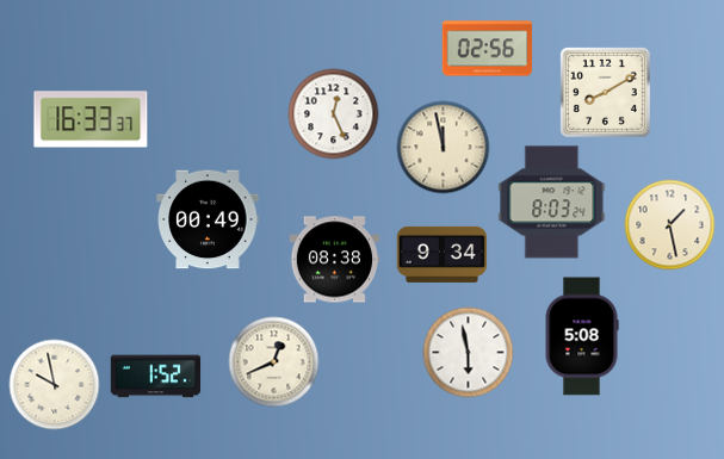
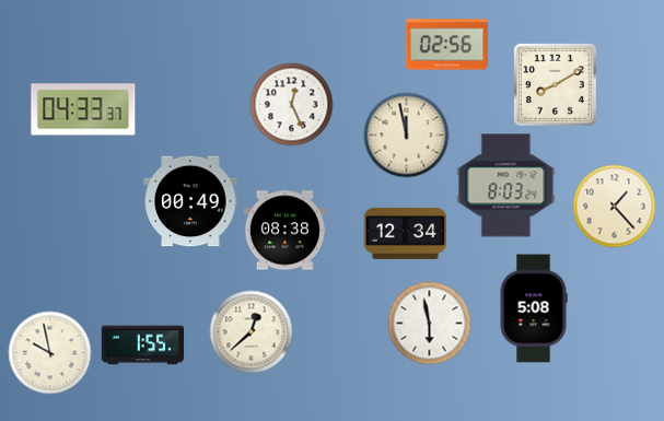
clock at (334, 114) position: (334, 114) -> (292, 105)
clock at (91, 119): 16:33 -> 04:33
clock at (670, 225): 1:28 -> 1:23
clock at (443, 254): 9:34 -> 12:34
clock at (335, 260) position: (335, 260) -> (286, 231)
clock at (274, 362): 12:41 -> 12:38
clock at (156, 377): 1:52 -> 1:55
